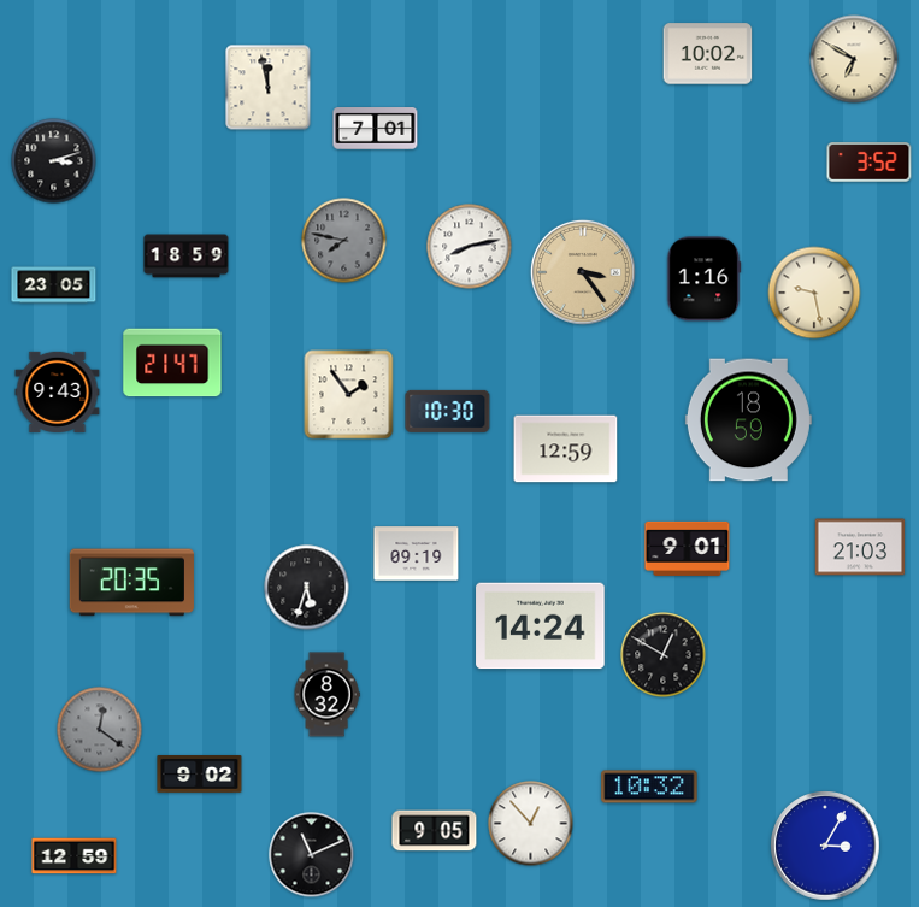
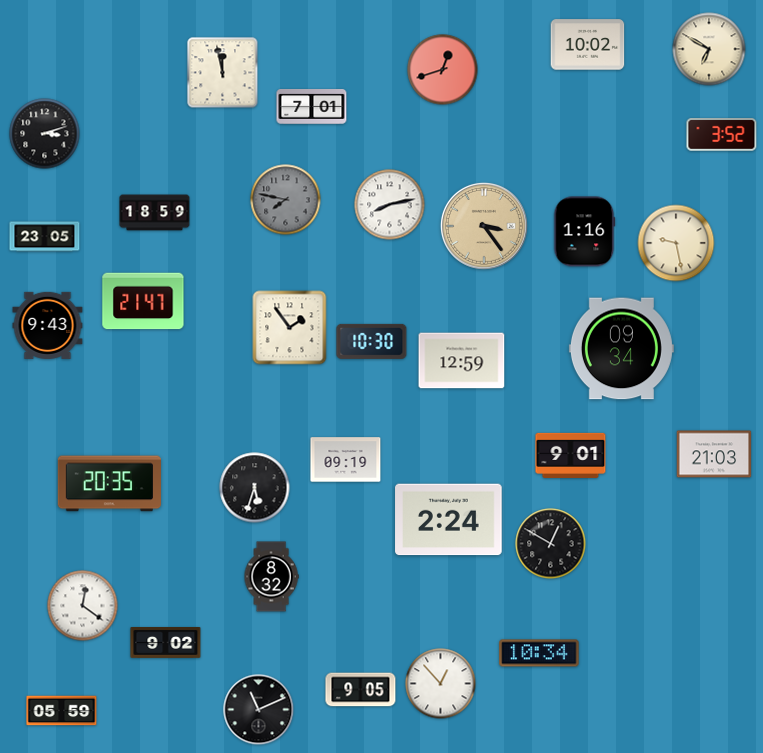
clock at (443, 70): none -> 12:42
clock at (748, 420): 18:59 -> 09:34
clock at (566, 449) position: (566, 449) -> (462, 361)
clock at (541, 626): 14:24 -> 2:24
clock at (100, 730) dial: grey -> white
clock at (649, 787): 10:32 -> 10:34
clock at (825, 846): 3:05 -> none
clock at (75, 856): 12:59 -> 05:59
